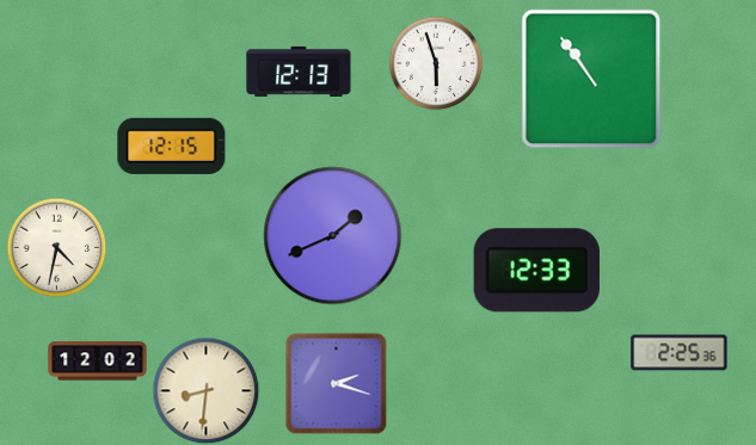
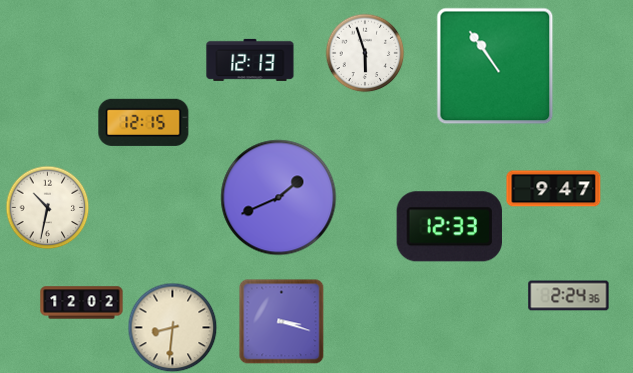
clock at (554, 189): none -> 9:47
clock at (56, 247): 4:32 -> 10:32
clock at (680, 353): 2:25 -> 2:24
clock at (336, 383): 2:18 -> 3:18
